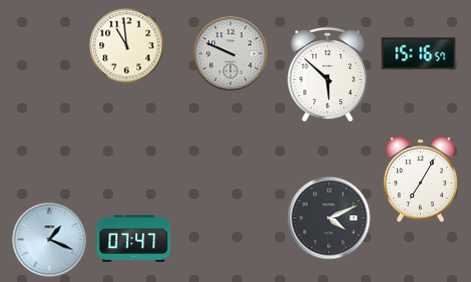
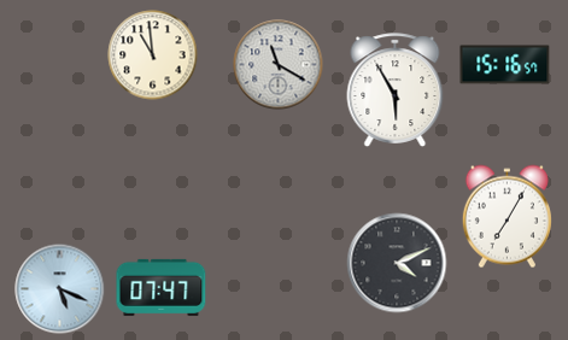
clock at (231, 54): 9:49 -> 11:20
clock at (328, 75): 5:52 -> 5:55
clock at (50, 240): 1:19 -> 5:19
